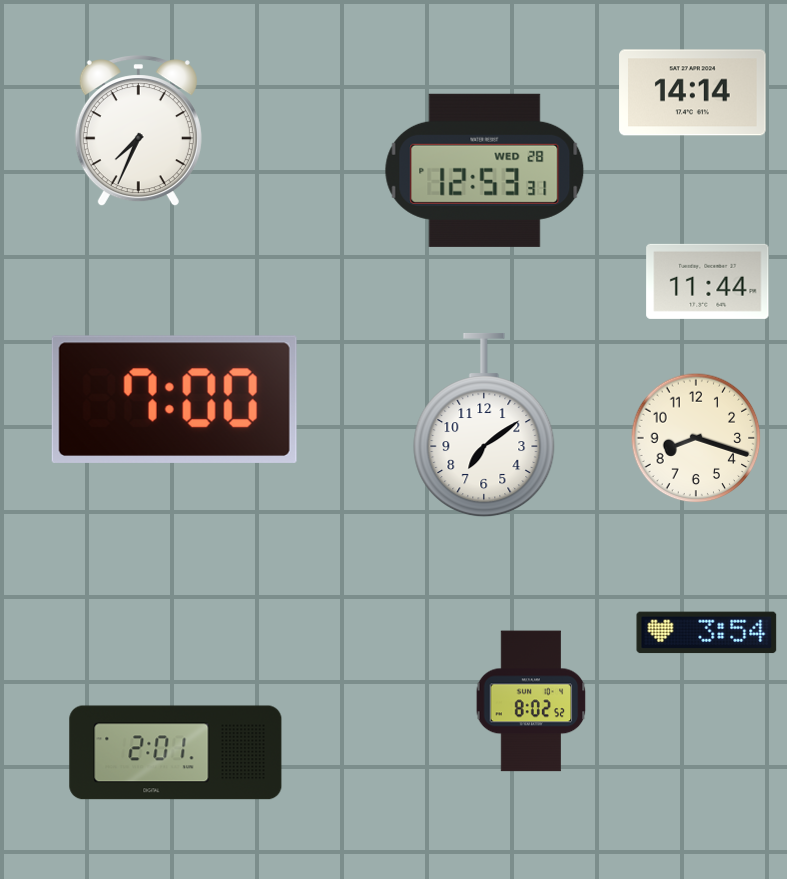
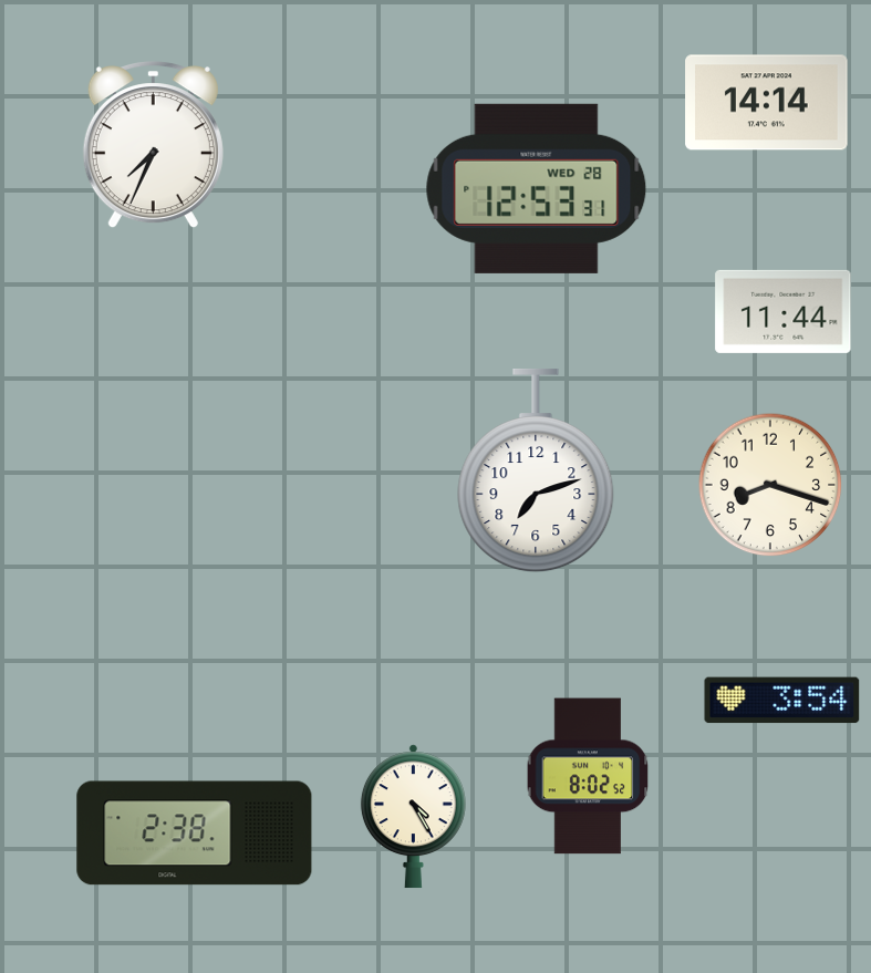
clock at (174, 399): 7:00 -> none
clock at (484, 425): 7:09 -> 7:12
clock at (413, 817): none -> 4:25
clock at (176, 753): 2:01 -> 2:38
